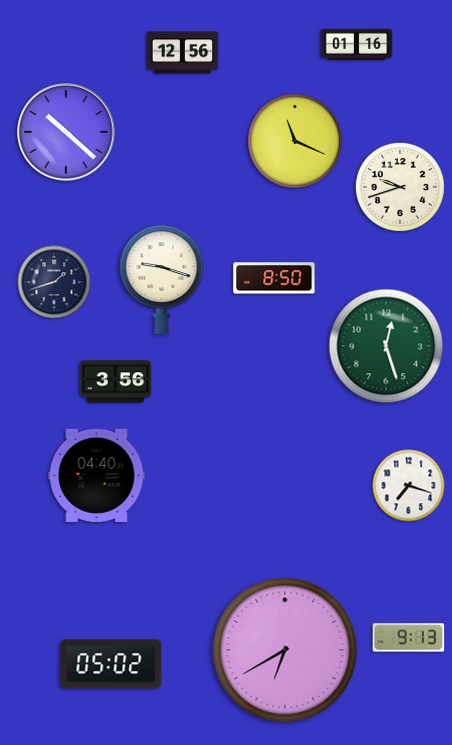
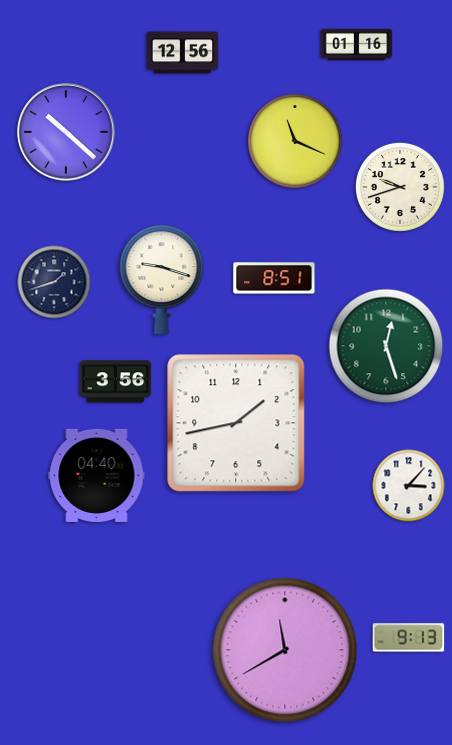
clock at (274, 278): 8:50 -> 8:51
clock at (236, 423): none -> 1:43
clock at (409, 486): 7:18 -> 3:07
clock at (285, 650): 6:40 -> 11:40
clock at (111, 664): 05:02 -> none
